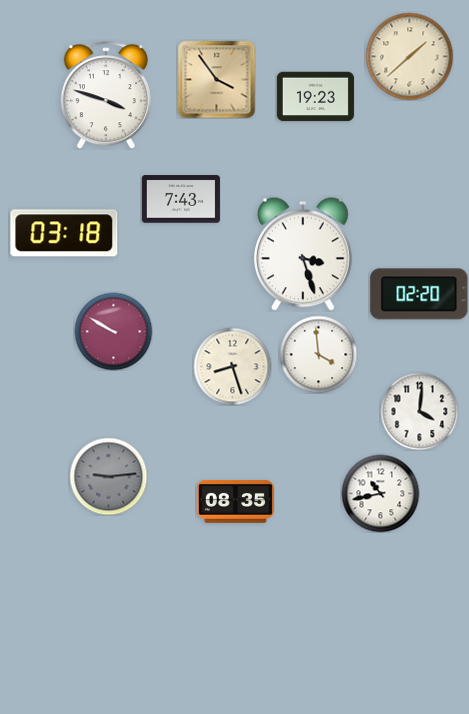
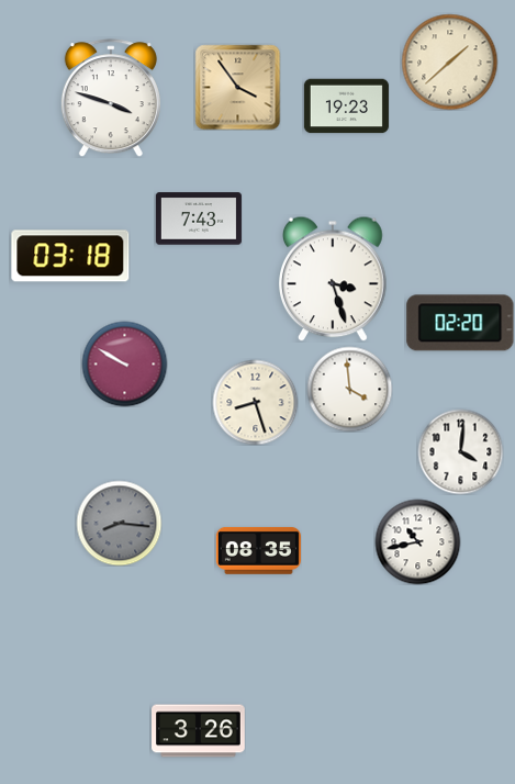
clock at (106, 95) position: (106, 95) -> (111, 98)
clock at (108, 476): 9:14 -> 8:16
clock at (199, 731): none -> 3:26
